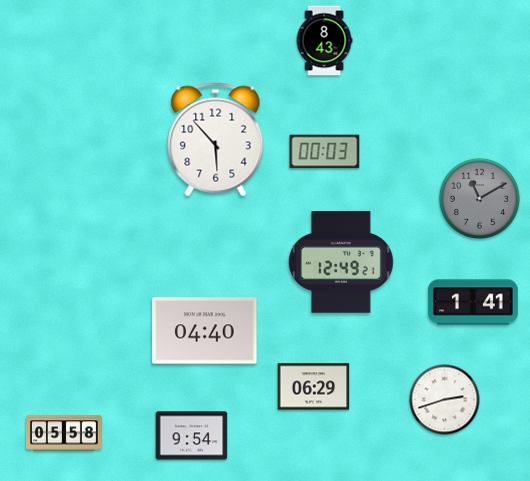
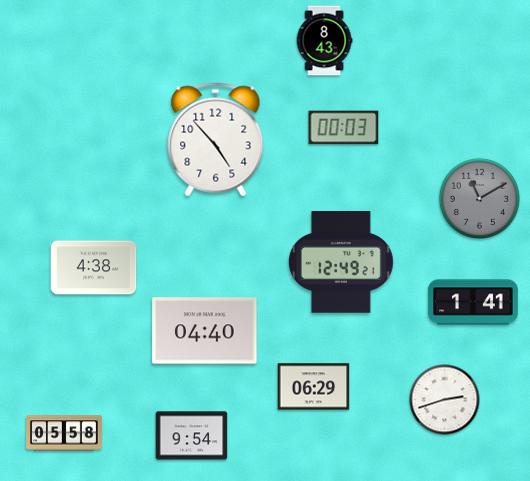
clock at (216, 140): 5:53 -> 4:53
clock at (325, 152) position: (325, 152) -> (344, 128)
clock at (94, 268): none -> 4:38
